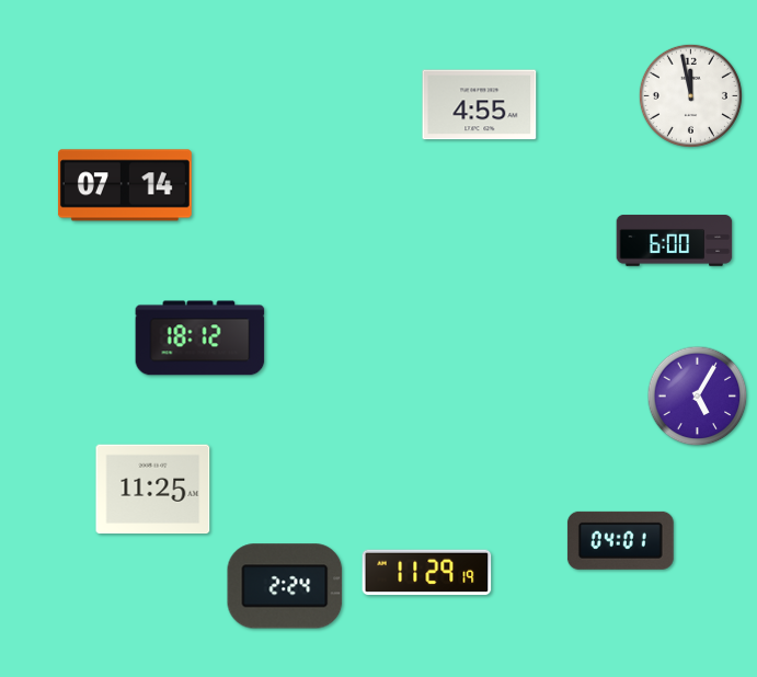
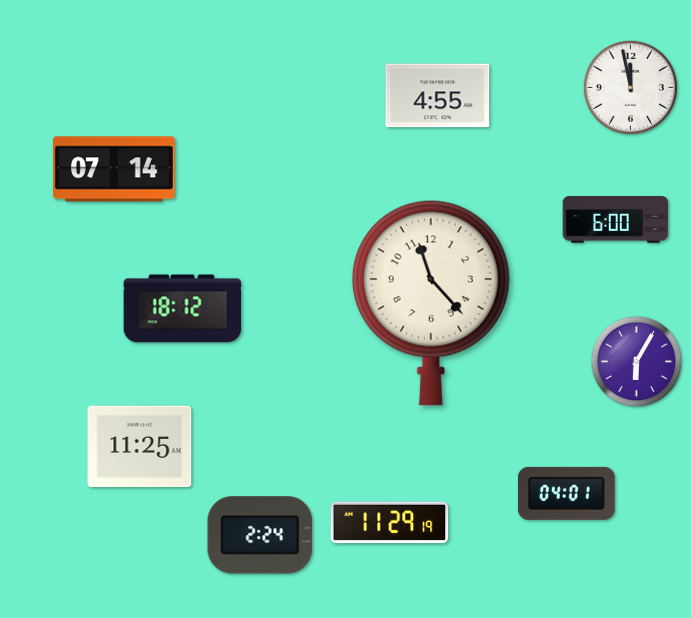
clock at (431, 303): none -> 11:23
clock at (698, 397): 5:05 -> 6:05
